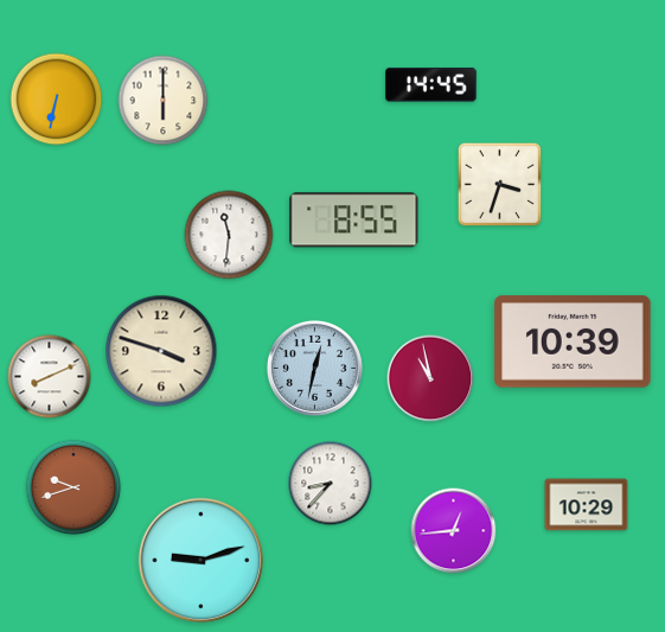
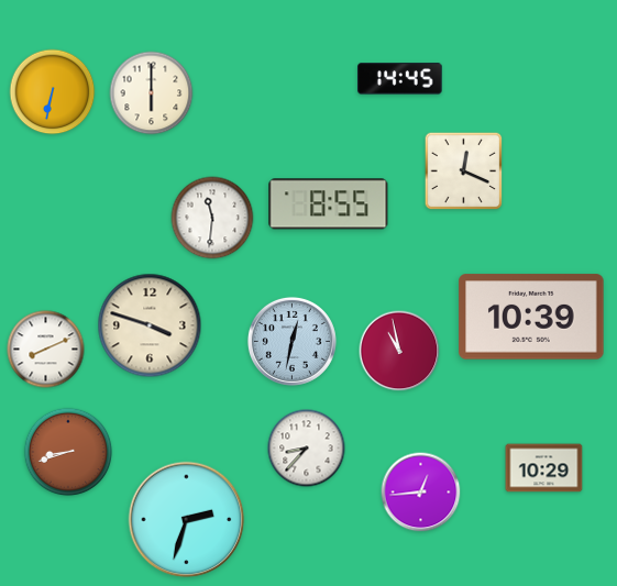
clock at (500, 185): 3:33 -> 12:19
clock at (73, 487): 9:42 -> 8:42
clock at (202, 561): 9:12 -> 2:33
